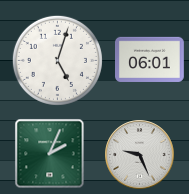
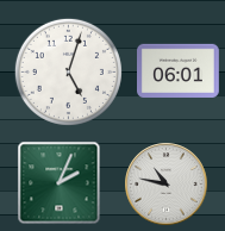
clock at (140, 155): 9:26 -> 10:47
